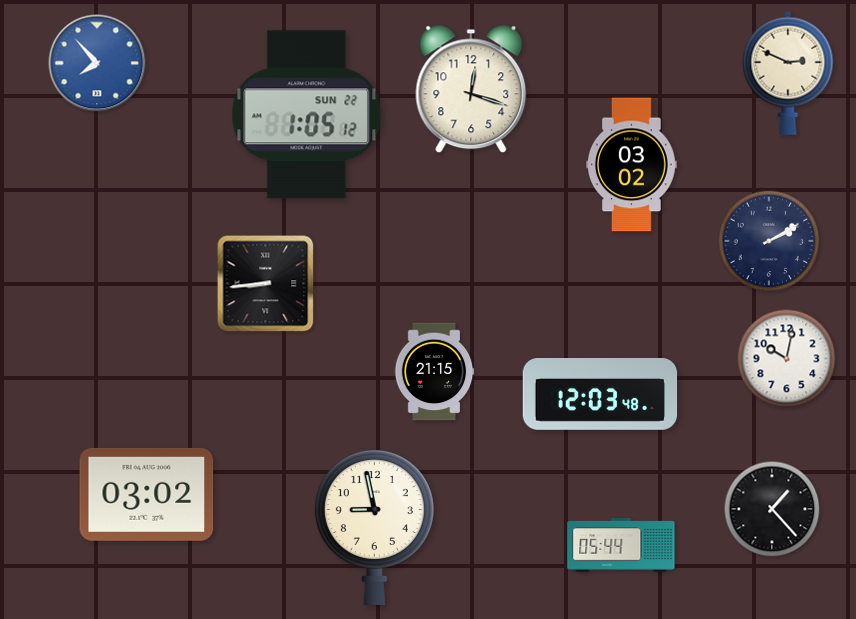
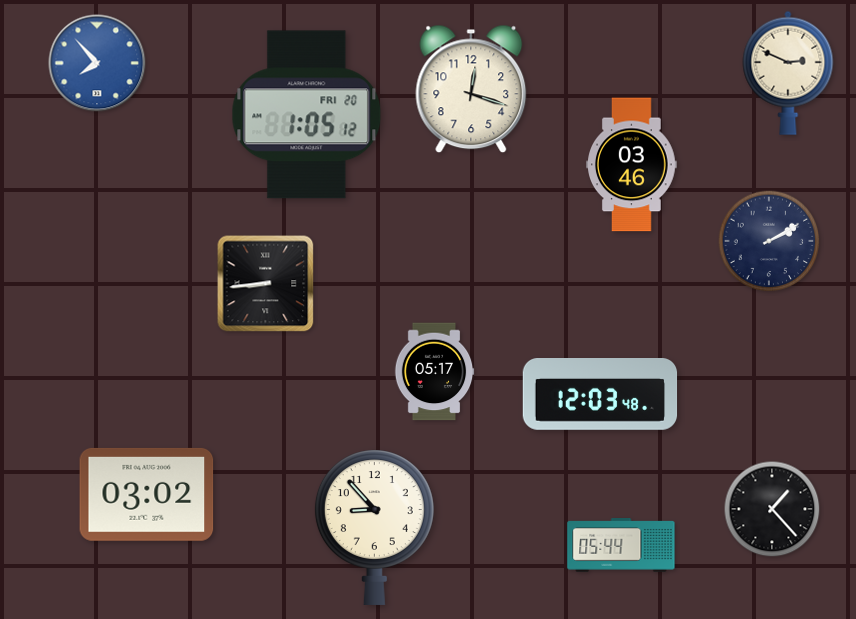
clock at (307, 115) date: SUN 22 -> FRI 20
clock at (632, 165): 03:02 -> 03:46
clock at (787, 359): 10:02 -> none
clock at (434, 372): 21:15 -> 05:17
clock at (374, 527): 8:58 -> 8:53
